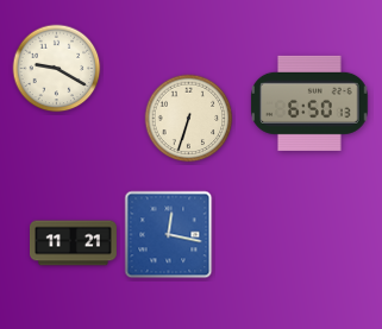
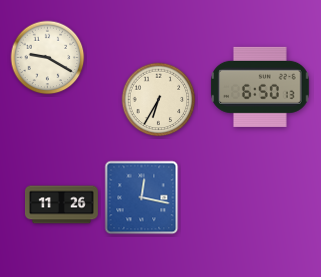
clock at (189, 119): 6:33 -> 6:35
clock at (74, 243): 11:21 -> 11:26
